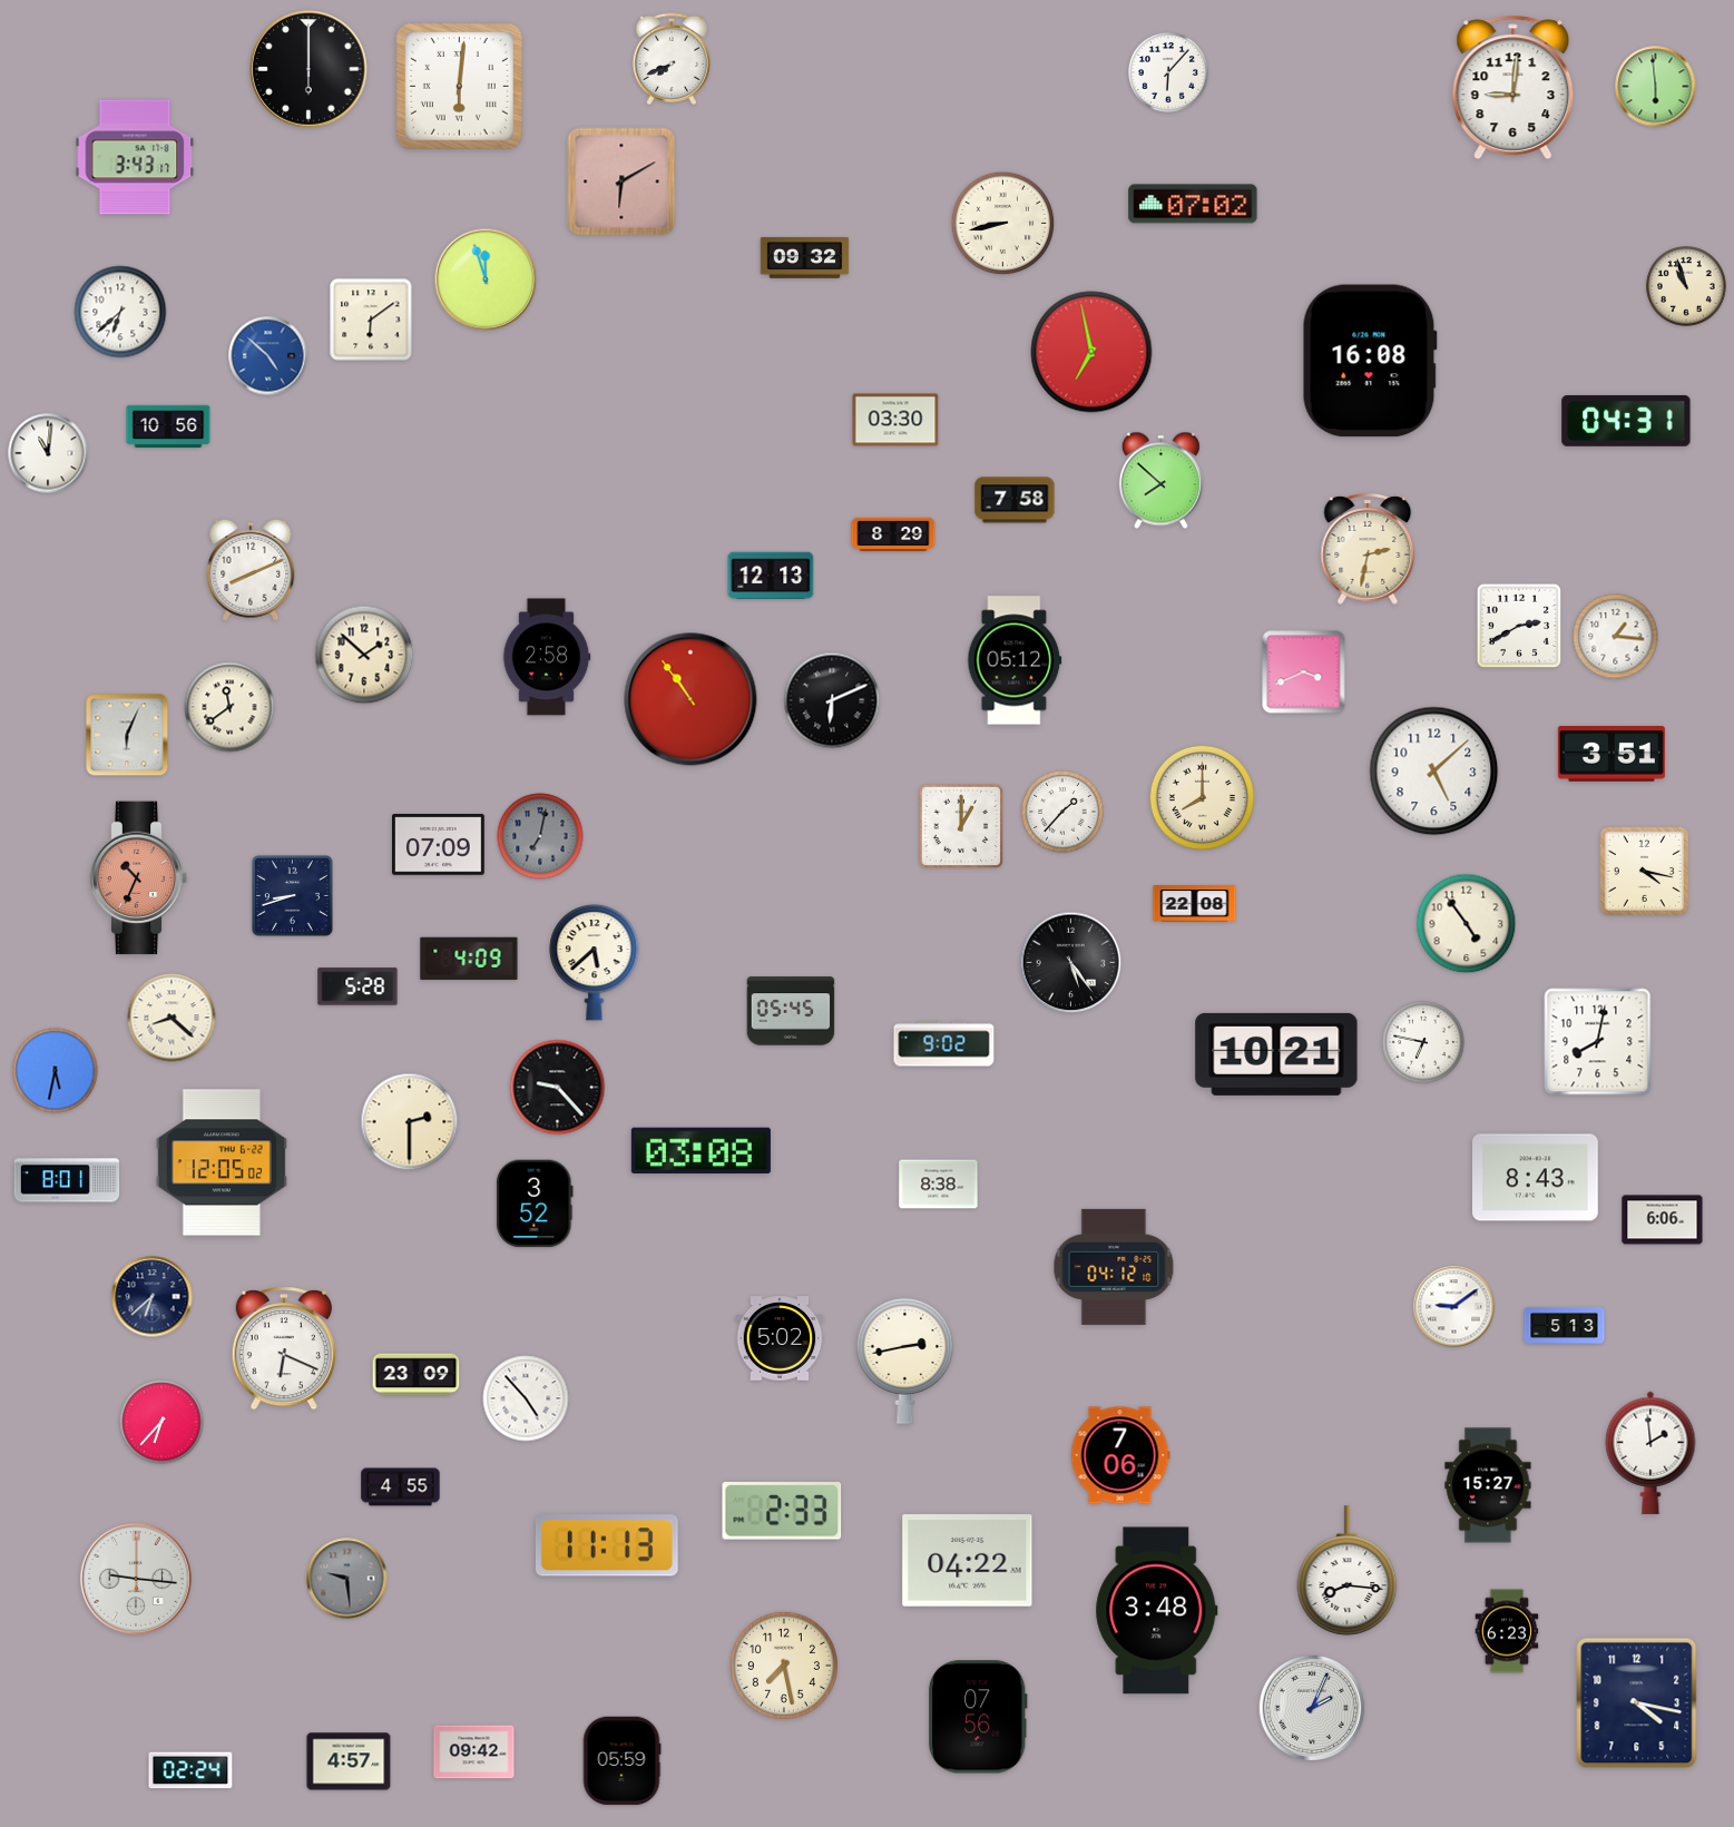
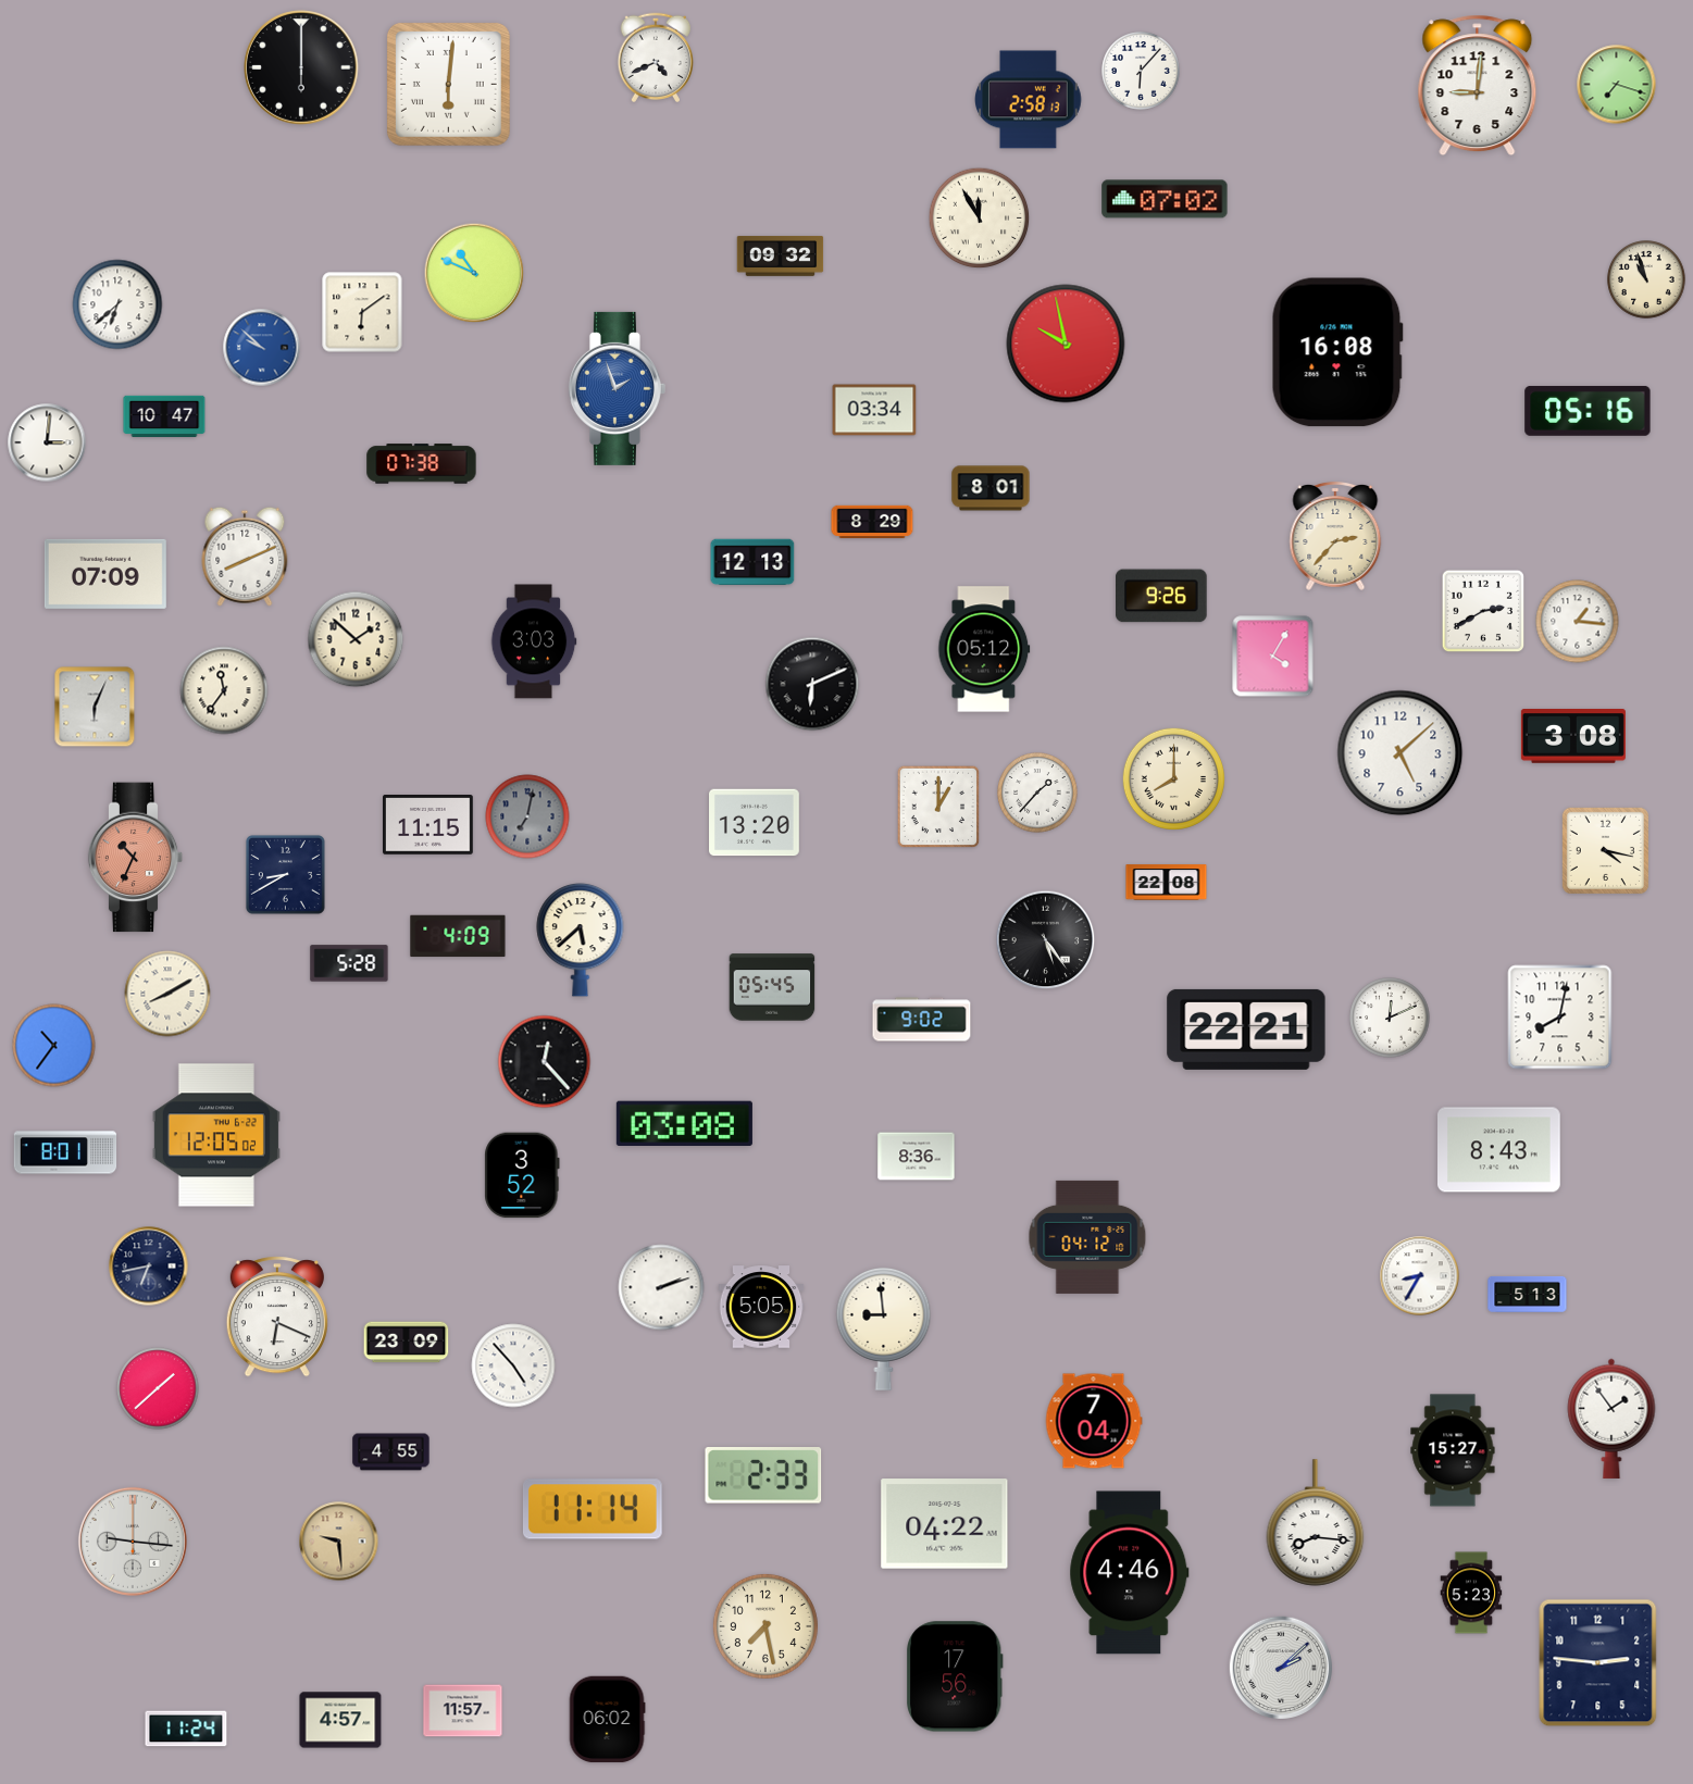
clock at (672, 58): 7:41 -> 4:41
clock at (1656, 87): 5:59 -> 7:18
clock at (1029, 100): none -> 2:58
clock at (135, 157): 3:43 -> none
clock at (621, 181): 6:10 -> none
clock at (1003, 224): 8:43 -> 11:55
clock at (805, 257) position: (805, 257) -> (781, 255)
clock at (486, 279): 11:57 -> 10:49
clock at (1091, 352): 6:58 -> 9:58
clock at (268, 356): 4:52 -> 9:52
clock at (617, 388): none -> 1:57
clock at (895, 420): 03:30 -> 03:34
clock at (1626, 421): 04:31 -> 05:16
clock at (168, 425): 10:56 -> 10:47
clock at (48, 453): 11:01 -> 3:01
clock at (422, 464): none -> 07:38
clock at (1160, 481): 7:52 -> none
clock at (1015, 500): 7:58 -> 8:01
clock at (1368, 549): 2:32 -> 2:37
clock at (105, 574): none -> 07:09
clock at (1162, 596): none -> 9:26
clock at (547, 657): 2:58 -> 3:03
clock at (1015, 660) position: (1015, 660) -> (984, 649)
clock at (1304, 672): 3:41 -> 4:05
clock at (690, 699): 10:54 -> none
clock at (229, 707): 11:39 -> 11:36
clock at (127, 735) position: (127, 735) -> (95, 707)
clock at (1611, 754): 3:51 -> 3:08
clock at (755, 823): none -> 13:20
clock at (439, 845): 07:09 -> 11:15
clock at (292, 895): 8:42 -> 8:40
clock at (1467, 924): 4:54 -> none
clock at (172, 1018): 8:22 -> 8:10
clock at (1423, 1042): 6:47 -> 12:11
clock at (1276, 1054): 10:21 -> 22:21
clock at (56, 1071): 5:32 -> 10:36
clock at (558, 1088): 9:23 -> 12:23
clock at (410, 1122): 2:30 -> none
clock at (939, 1185): 8:38 -> 8:36
clock at (1663, 1220): 6:06 -> none
clock at (153, 1297): 6:38 -> 6:43
clock at (1454, 1307): 9:09 -> 8:35
clock at (661, 1287): none -> 2:12
clock at (780, 1338): 5:02 -> 5:05
clock at (905, 1361): 2:43 -> 8:59
clock at (161, 1422): 6:37 -> 1:38
clock at (1650, 1453): 1:59 -> 1:54
clock at (1120, 1455): 7:06 -> 7:04
clock at (607, 1545): 11:13 -> 11:14
clock at (1348, 1571) position: (1348, 1571) -> (1316, 1523)
clock at (347, 1579) dial: grey -> champagne
clock at (1157, 1611): 3:48 -> 4:46
clock at (1507, 1631): 6:23 -> 5:23
clock at (1637, 1703): 4:17 -> 2:46
clock at (1312, 1708): 2:04 -> 2:08
clock at (979, 1717): 07:56 -> 17:56
clock at (474, 1752): 09:42 -> 11:57
clock at (621, 1761): 05:59 -> 06:02
clock at (190, 1770): 02:24 -> 11:24
